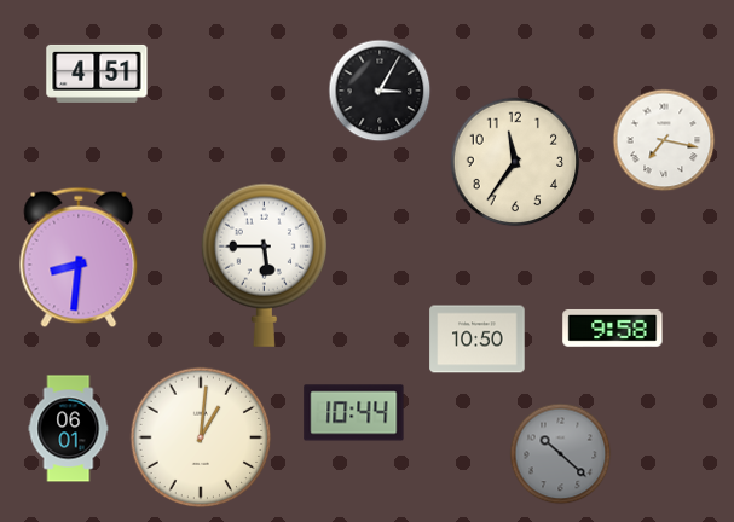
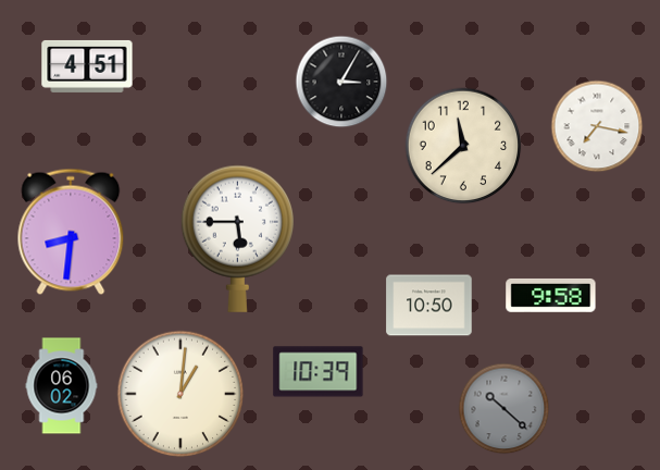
clock at (515, 162): 11:36 -> 11:38
clock at (354, 413): 10:44 -> 10:39
clock at (69, 429): 06:01 -> 06:02
